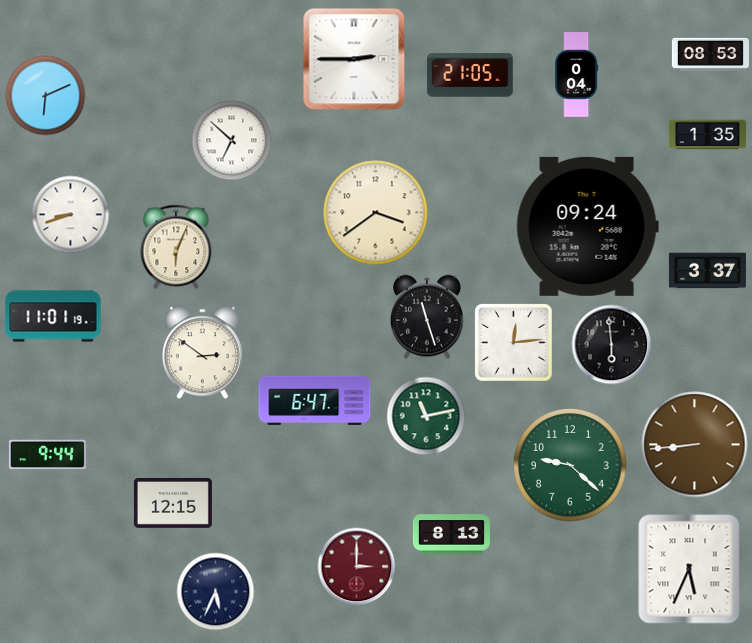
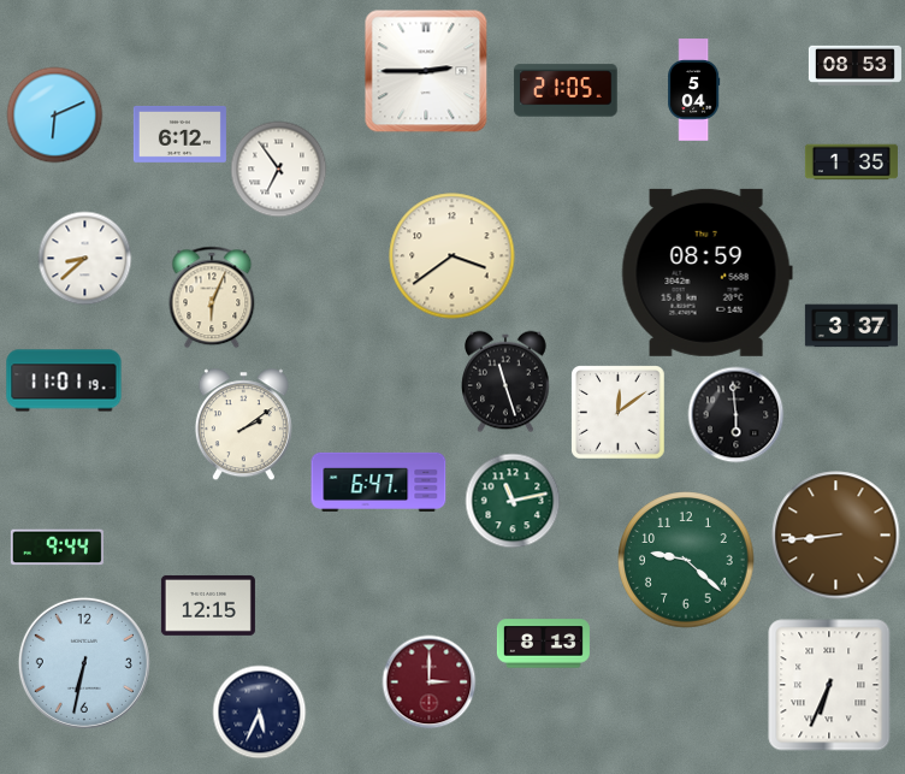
clock at (577, 75): 0:04 -> 5:04
clock at (179, 134): none -> 6:12
clock at (231, 140): 6:52 -> 6:54
clock at (70, 214): 8:42 -> 8:38
clock at (587, 226): 09:24 -> 08:59
clock at (428, 317) position: (428, 317) -> (507, 382)
clock at (513, 342): 12:14 -> 12:09
clock at (202, 352): 2:51 -> 2:09
clock at (84, 663): none -> 6:32
clock at (689, 569): 5:34 -> 6:34
